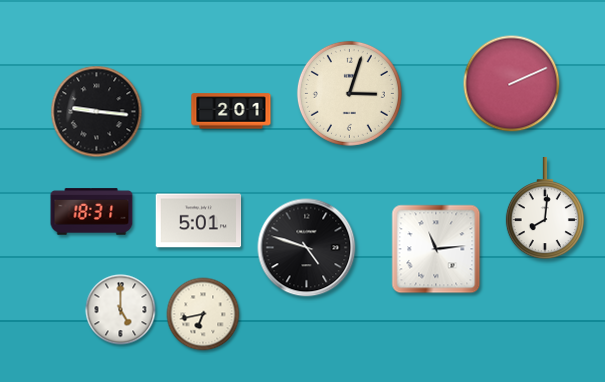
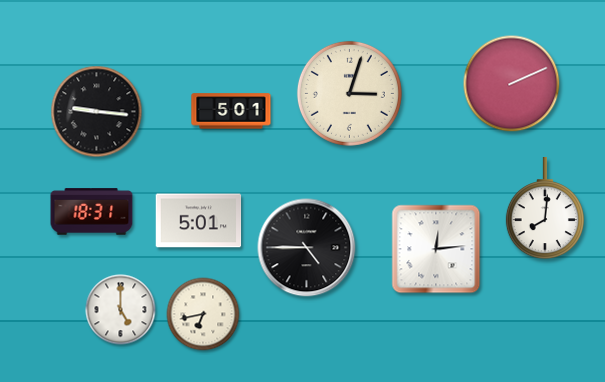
clock at (231, 111): 2:01 -> 5:01
clock at (307, 248): 4:48 -> 4:45
clock at (436, 249): 11:14 -> 12:14
